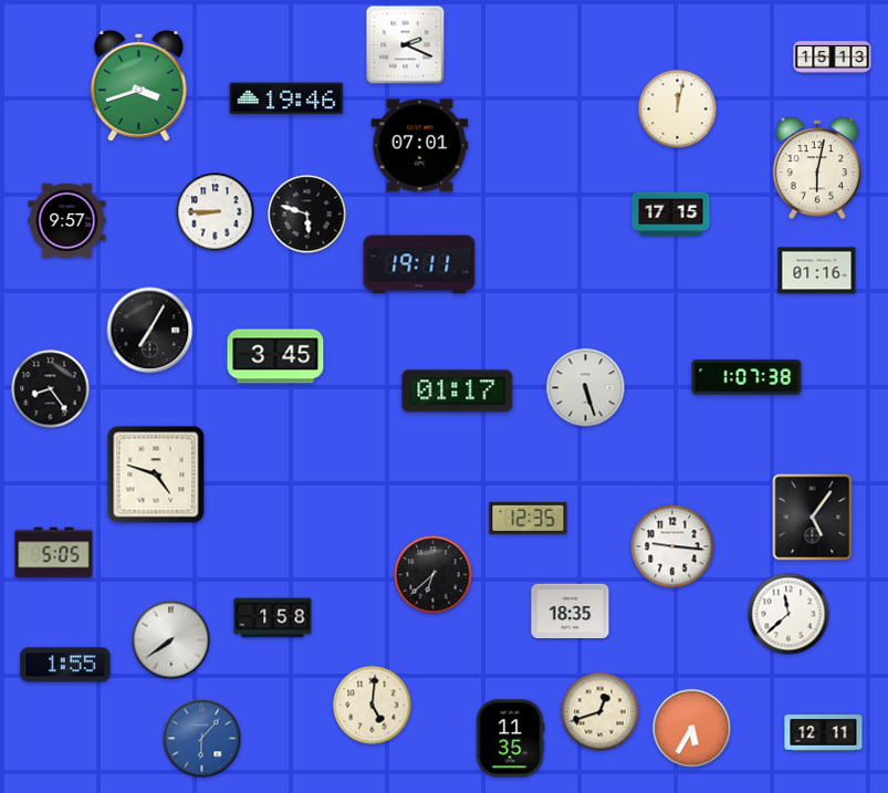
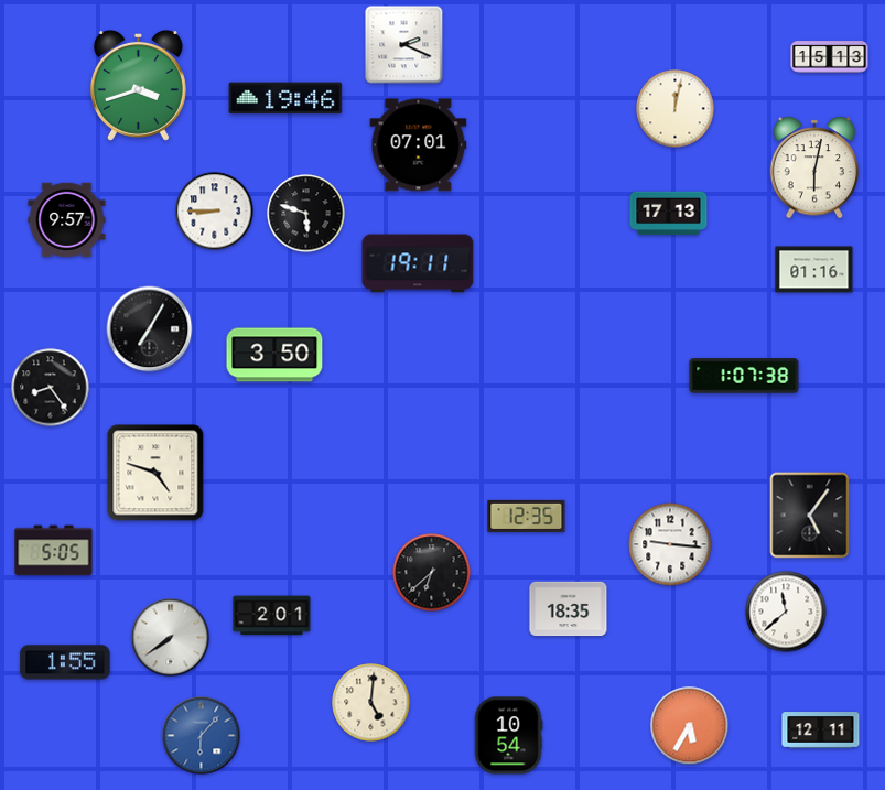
clock at (671, 215): 17:15 -> 17:13
clock at (275, 356): 3:45 -> 3:50
clock at (586, 388): 5:27 -> none
clock at (458, 392): 01:17 -> none
clock at (273, 618): 1:58 -> 2:01
clock at (600, 712): 12:42 -> none
clock at (510, 739): 11:35 -> 10:54
